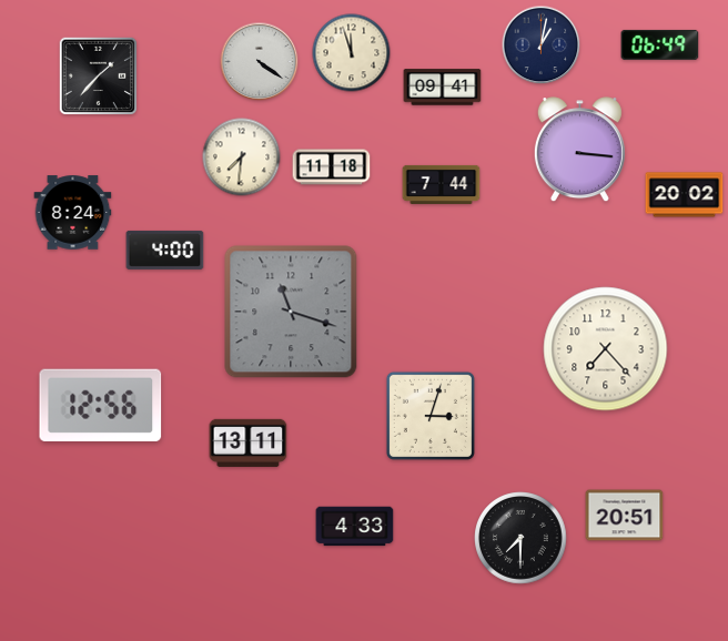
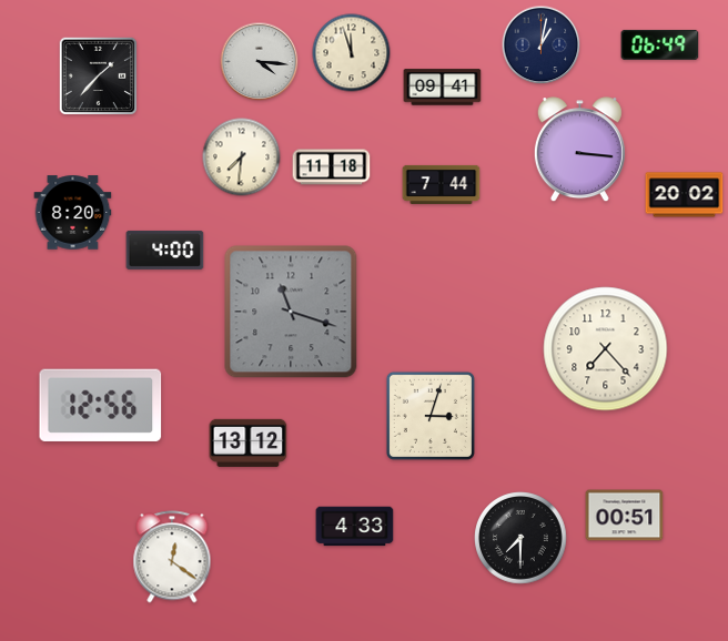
clock at (260, 62): 4:21 -> 4:16
clock at (73, 213): 8:24 -> 8:20
clock at (249, 442): 13:11 -> 13:12
clock at (625, 516): 20:51 -> 00:51
clock at (172, 557): none -> 12:21
